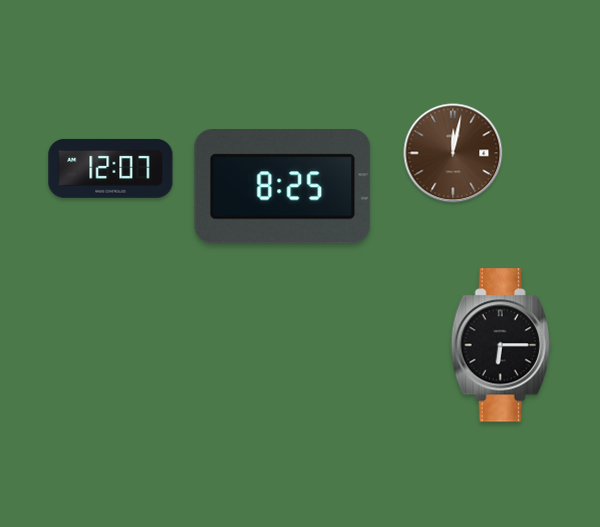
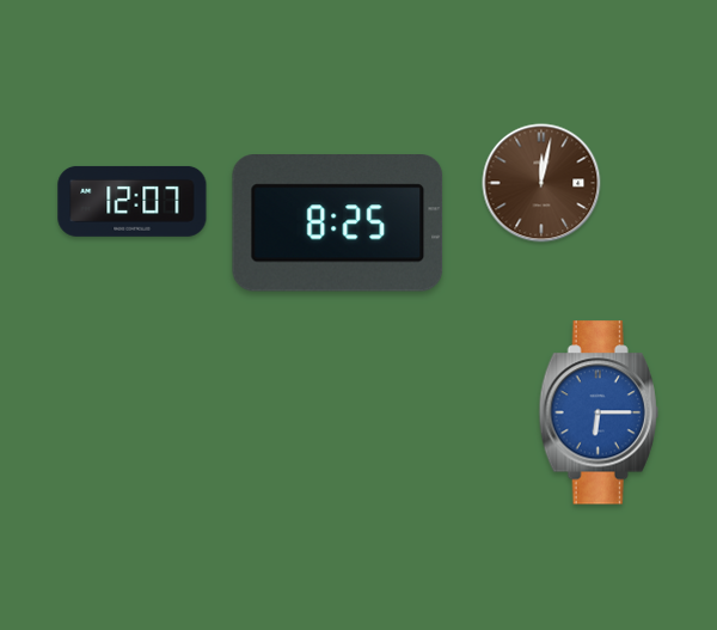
clock at (501, 345) dial: black -> blue
